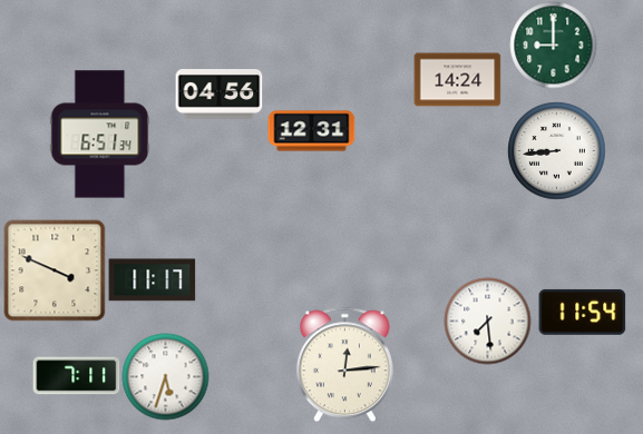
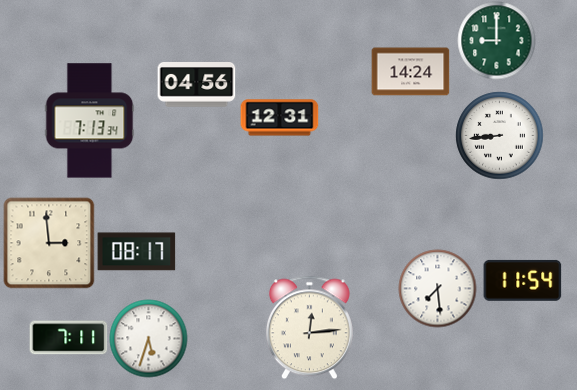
clock at (100, 135): 6:51 -> 7:13
clock at (55, 270): 3:49 -> 2:59
clock at (152, 280): 11:17 -> 08:17
